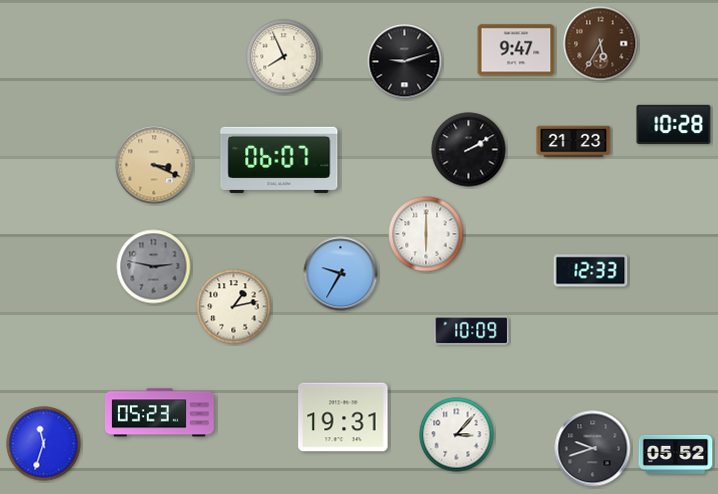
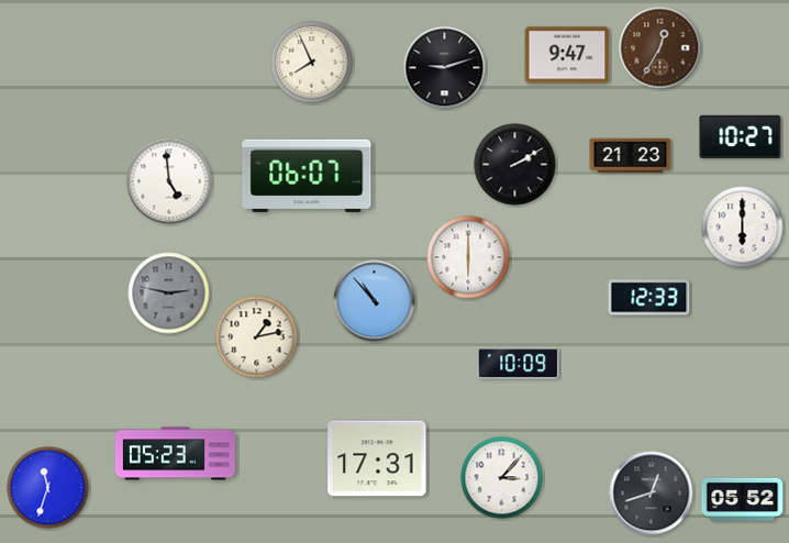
clock at (601, 44): 5:35 -> 12:35
clock at (674, 124): 10:28 -> 10:27
clock at (154, 165): 3:19 -> 4:59
clock at (154, 165) dial: champagne -> white
clock at (743, 228): none -> 6:00
clock at (341, 274): 9:35 -> 10:53
clock at (343, 417): 19:31 -> 17:31
clock at (593, 449): 9:42 -> 12:42
